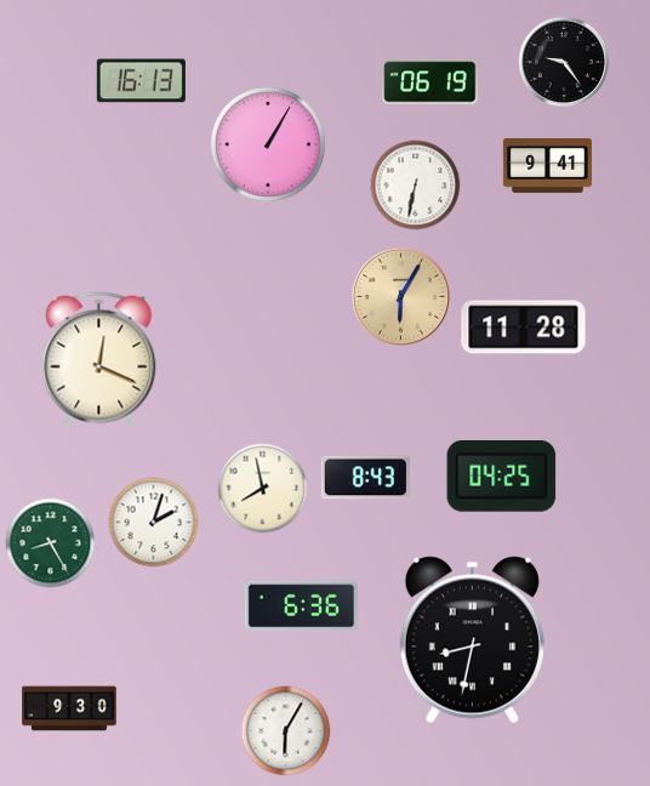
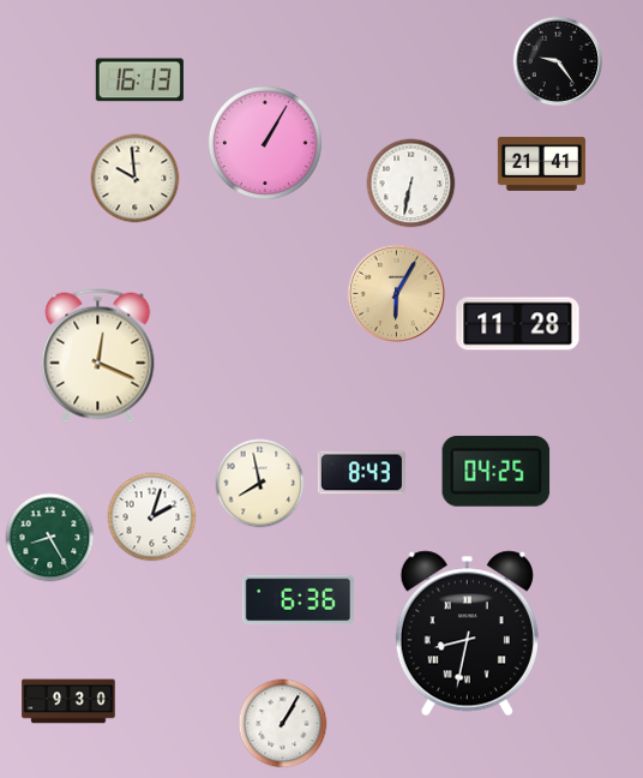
clock at (431, 82): 06:19 -> none
clock at (547, 165): 9:41 -> 21:41
clock at (136, 179): none -> 9:59
clock at (286, 731): 6:05 -> 1:05
